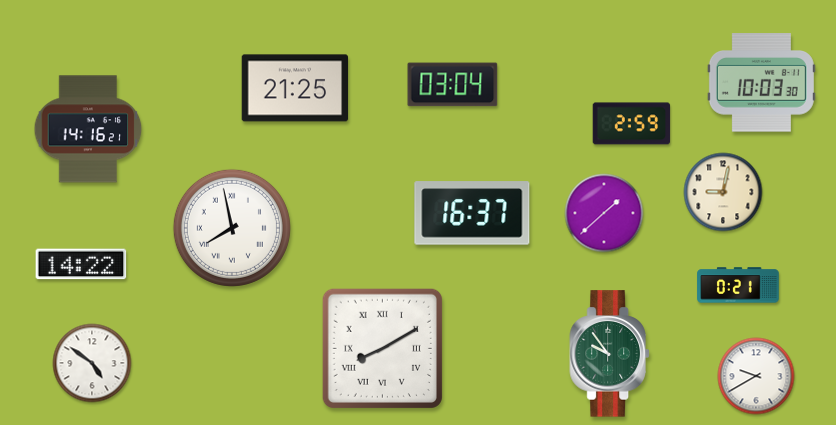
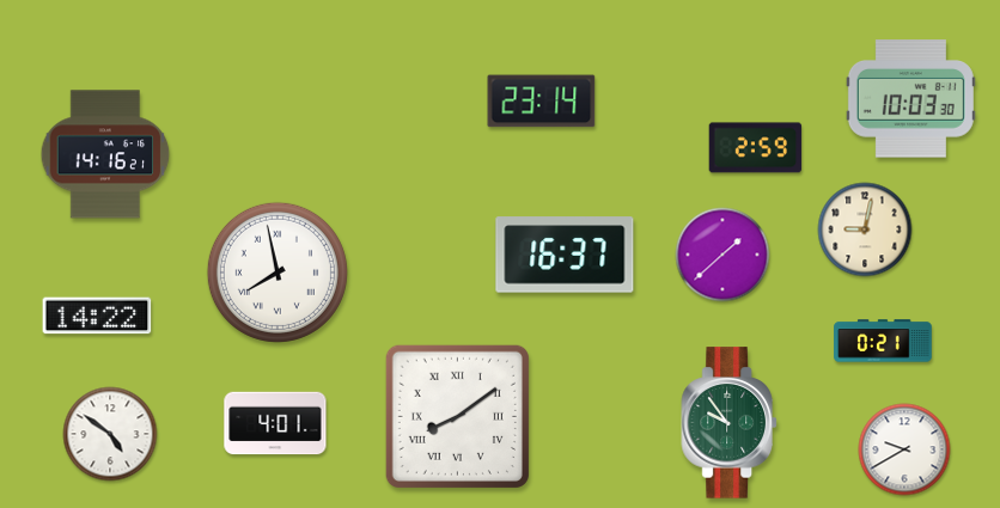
clock at (453, 85): 03:04 -> 23:14
clock at (295, 88): 21:25 -> none
clock at (382, 348): 8:10 -> 8:09
clock at (275, 423): none -> 4:01
